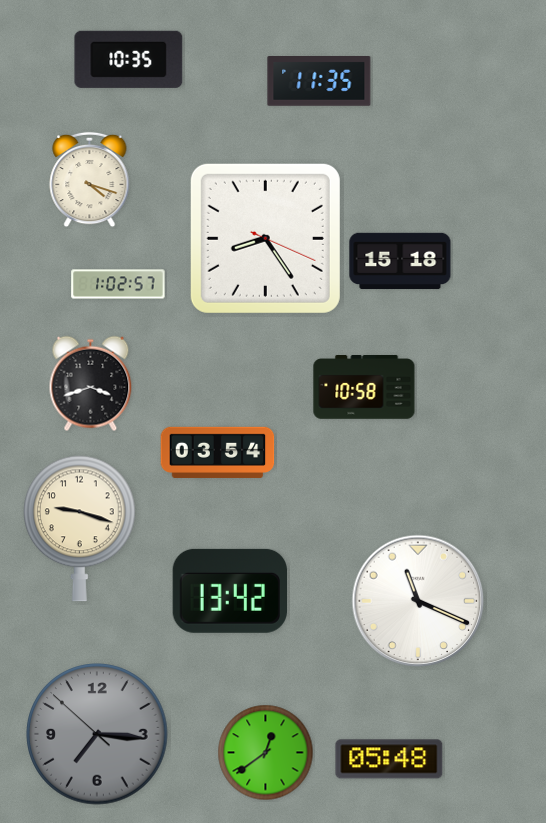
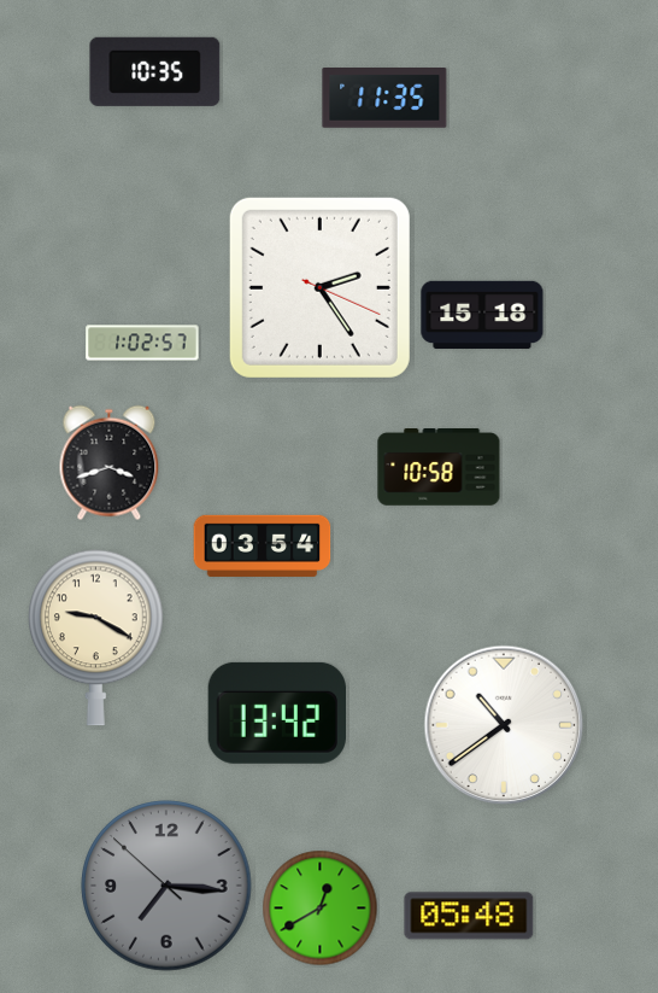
clock at (90, 180): 4:18 -> none
clock at (265, 238): 8:24 -> 2:24
clock at (80, 529): 9:18 -> 9:20
clock at (418, 601): 11:19 -> 10:39
clock at (97, 734) position: (97, 734) -> (166, 886)
clock at (266, 753): 12:39 -> 12:40
